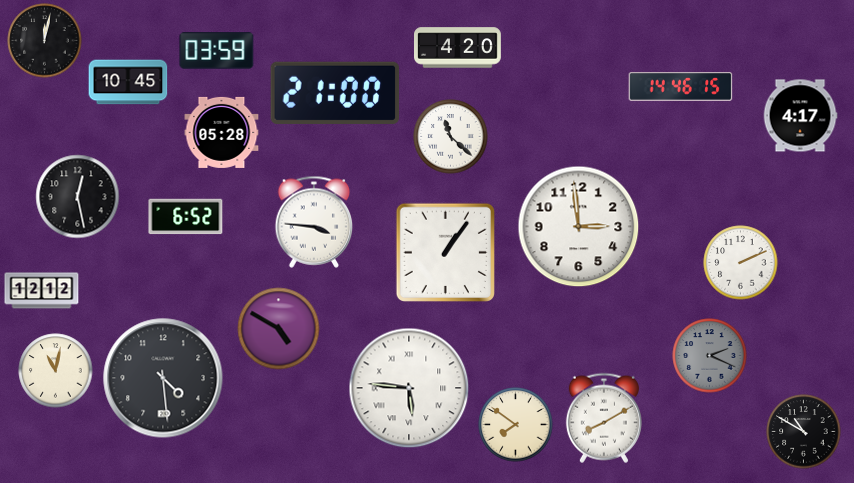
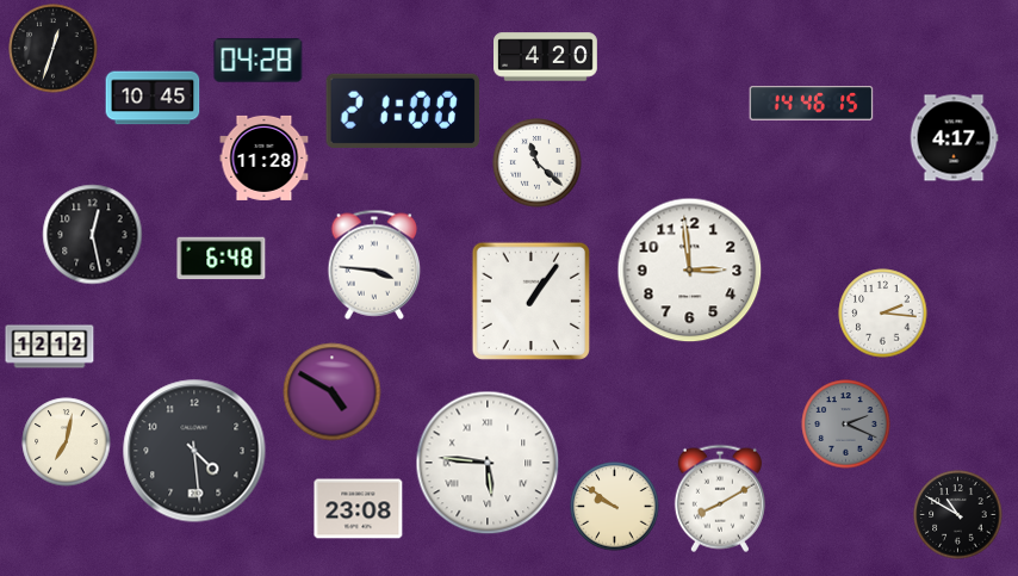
clock at (45, 41): 12:02 -> 12:33
clock at (217, 51): 03:59 -> 04:28
clock at (335, 93) position: (335, 93) -> (403, 111)
clock at (222, 132): 05:28 -> 11:28
clock at (186, 217): 6:52 -> 6:48
clock at (741, 263): 2:11 -> 2:16
clock at (56, 371): 11:02 -> 7:02
clock at (516, 425): 7:51 -> 9:51
clock at (359, 509): none -> 23:08
